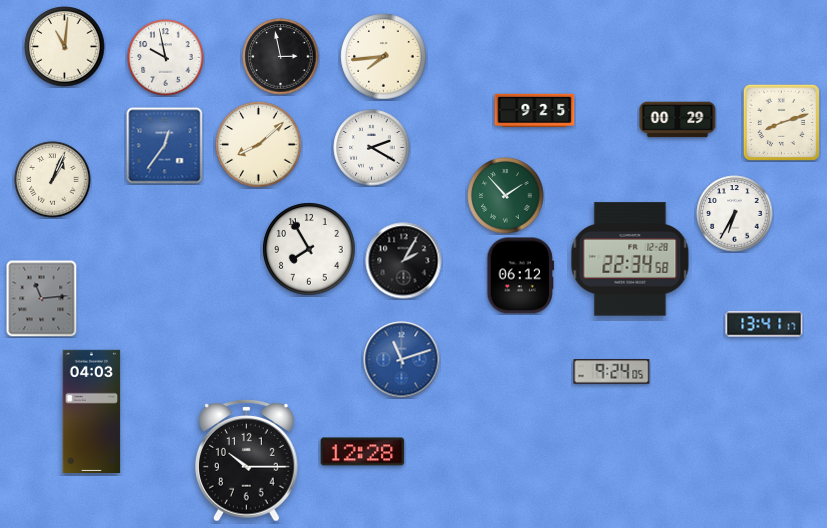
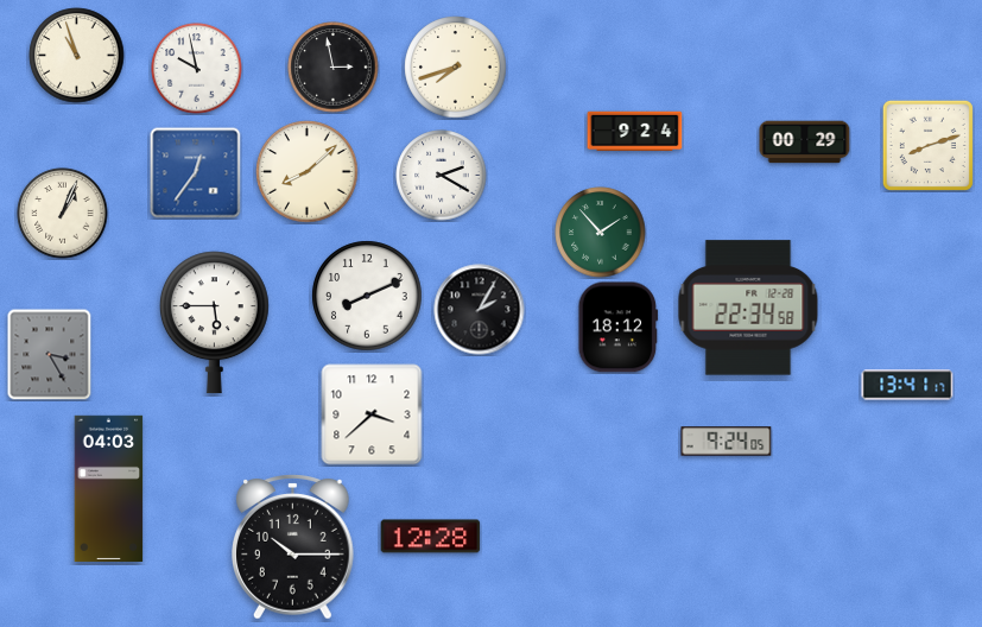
clock at (65, 47): 11:01 -> 10:57
clock at (384, 57): 7:44 -> 7:42
clock at (535, 111): 9:25 -> 9:24
clock at (735, 214): 6:35 -> none
clock at (309, 249): 7:55 -> 8:11
clock at (214, 323): none -> 5:45
clock at (521, 276): 06:12 -> 18:12
clock at (42, 298): 11:14 -> 3:25
clock at (372, 414): none -> 3:38
clock at (402, 360): 11:12 -> none
